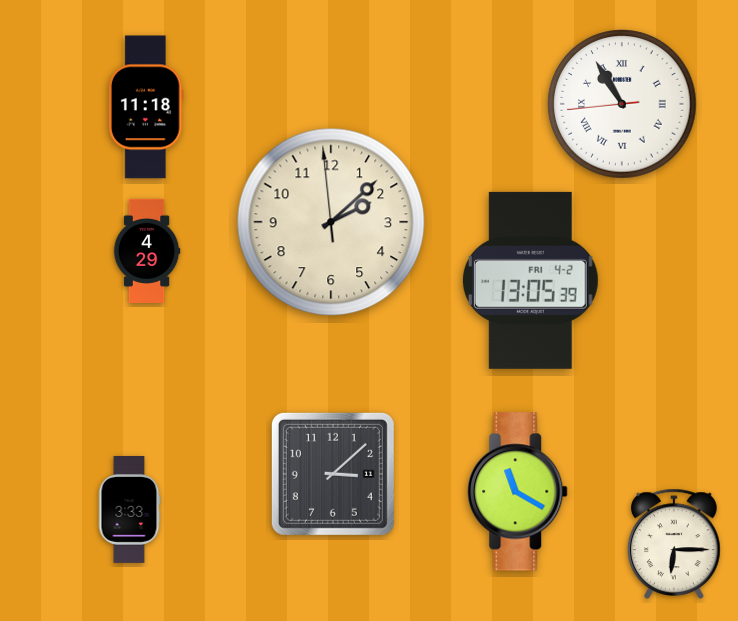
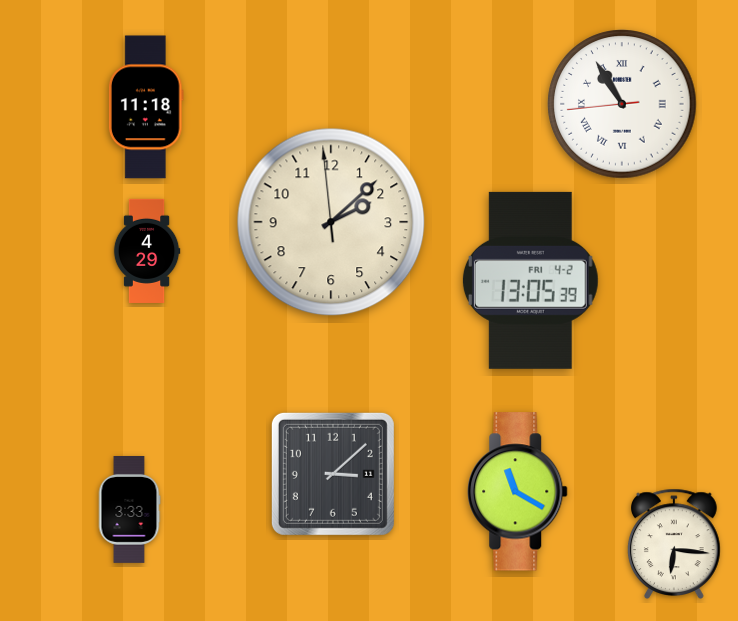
clock at (675, 544): 6:15 -> 6:16
